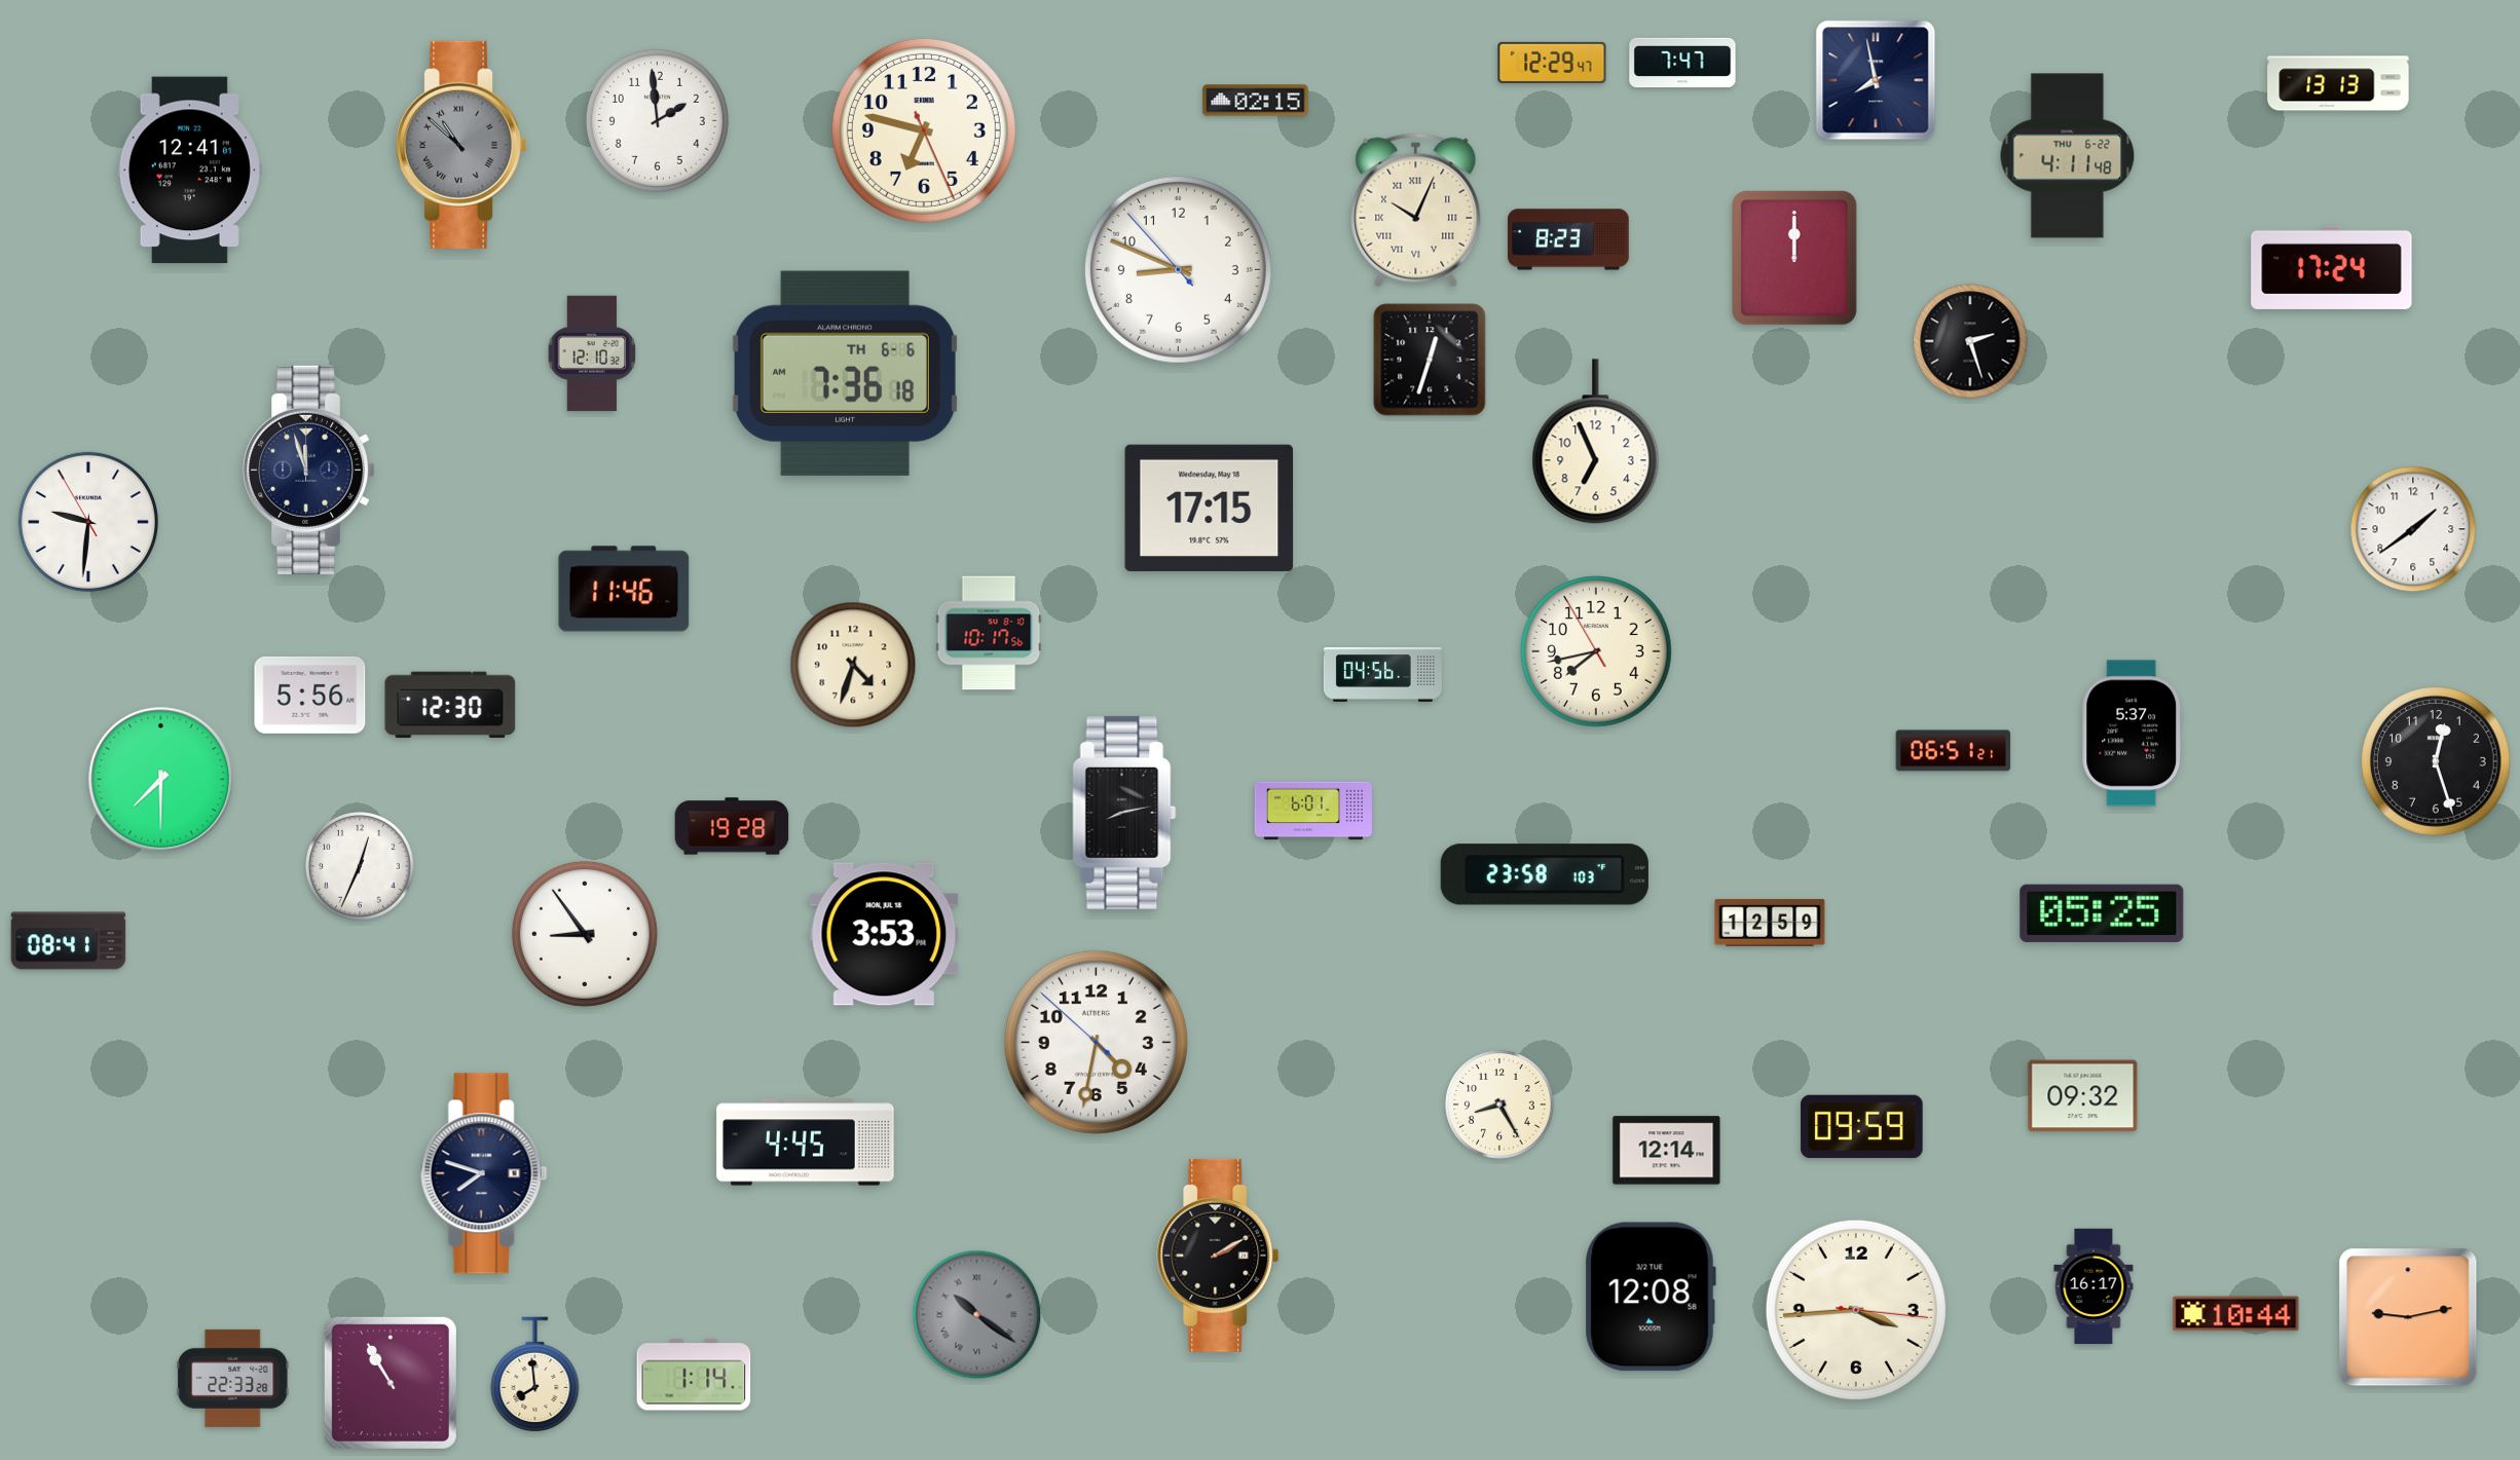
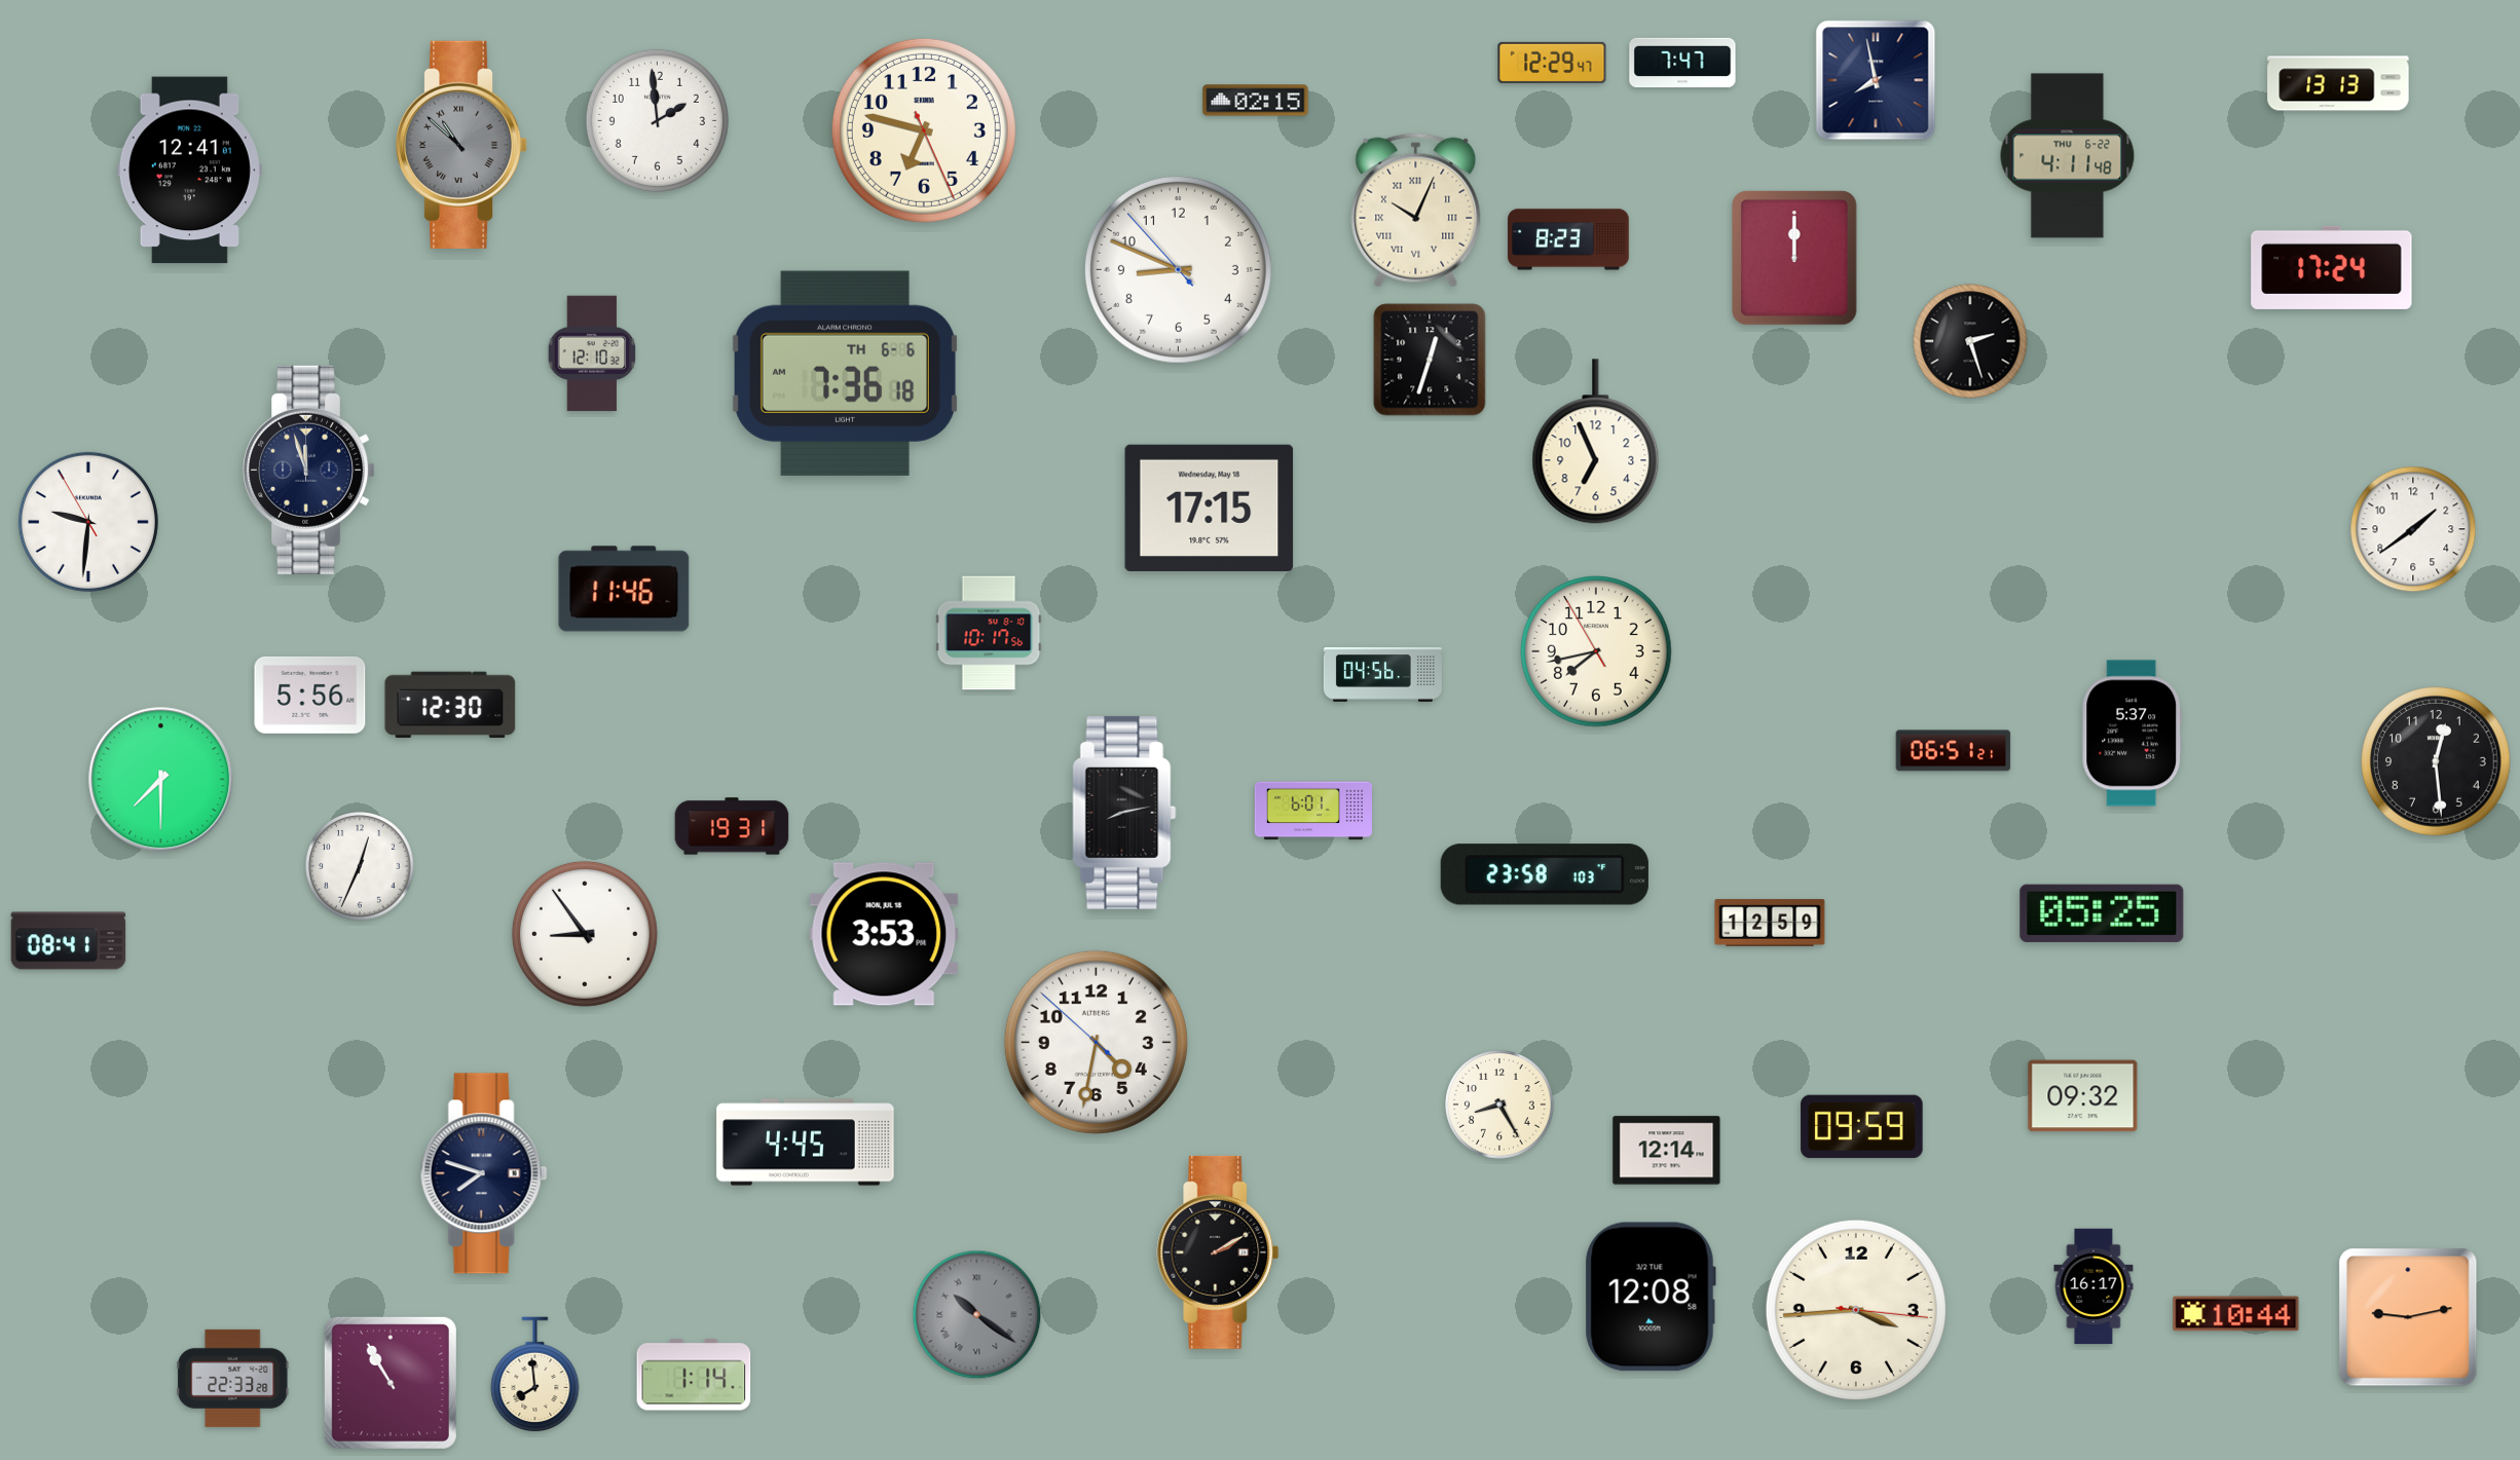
clock at (853, 665): 4:33 -> none
clock at (2437, 762): 12:27 -> 12:29
clock at (732, 826): 19:28 -> 19:31
clock at (1218, 1256) position: (1218, 1256) -> (1218, 1252)
